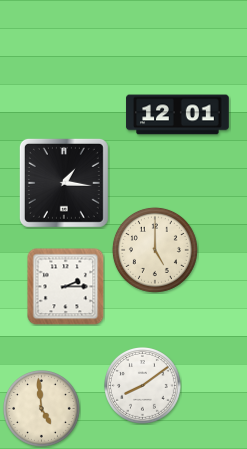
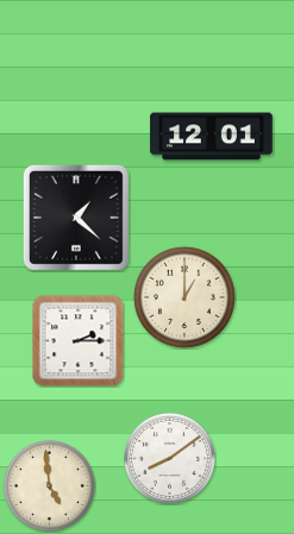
clock at (64, 183): 1:16 -> 1:22
clock at (155, 250): 5:00 -> 1:00
